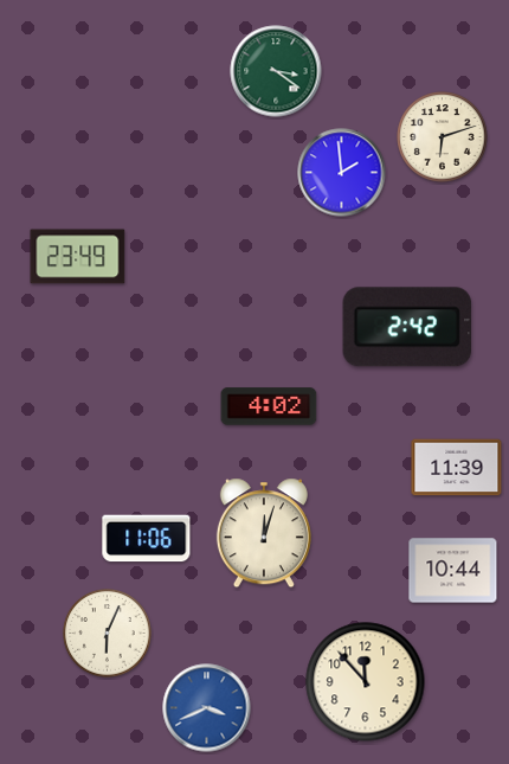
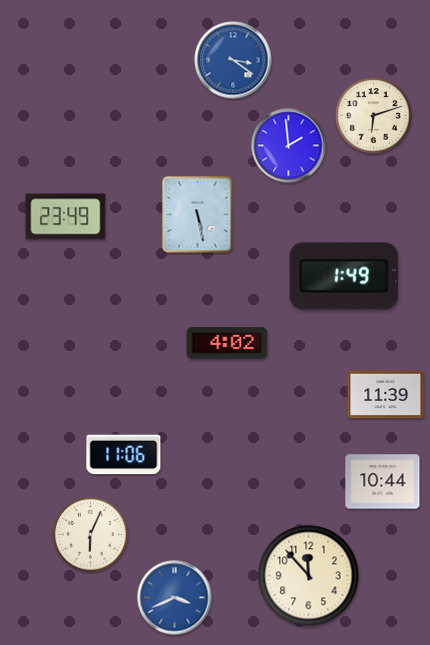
clock at (276, 71) dial: green -> blue
clock at (198, 215): none -> 5:28
clock at (406, 327): 2:42 -> 1:49
clock at (264, 533): 12:03 -> none
